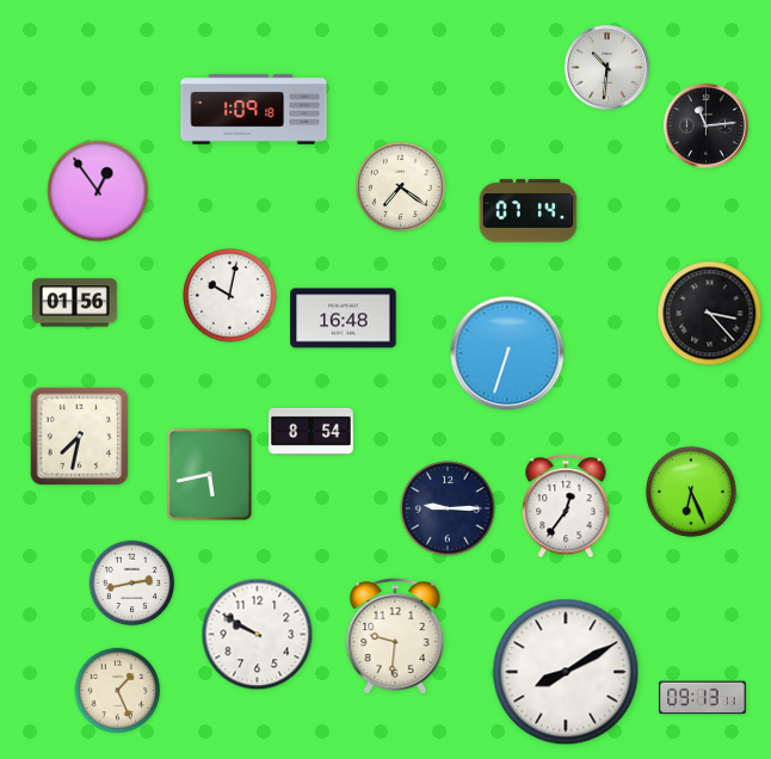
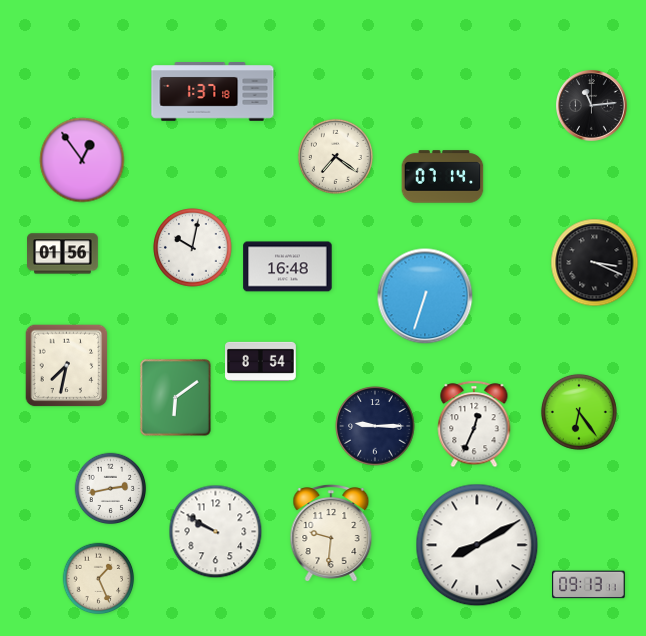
clock at (607, 68): 10:31 -> none
clock at (254, 110): 1:09 -> 1:37
clock at (710, 314): 3:23 -> 3:19
clock at (210, 475): 5:43 -> 6:09
clock at (691, 492): 6:26 -> 6:24
clock at (566, 506): 12:36 -> 12:34
clock at (566, 672) position: (566, 672) -> (477, 545)
